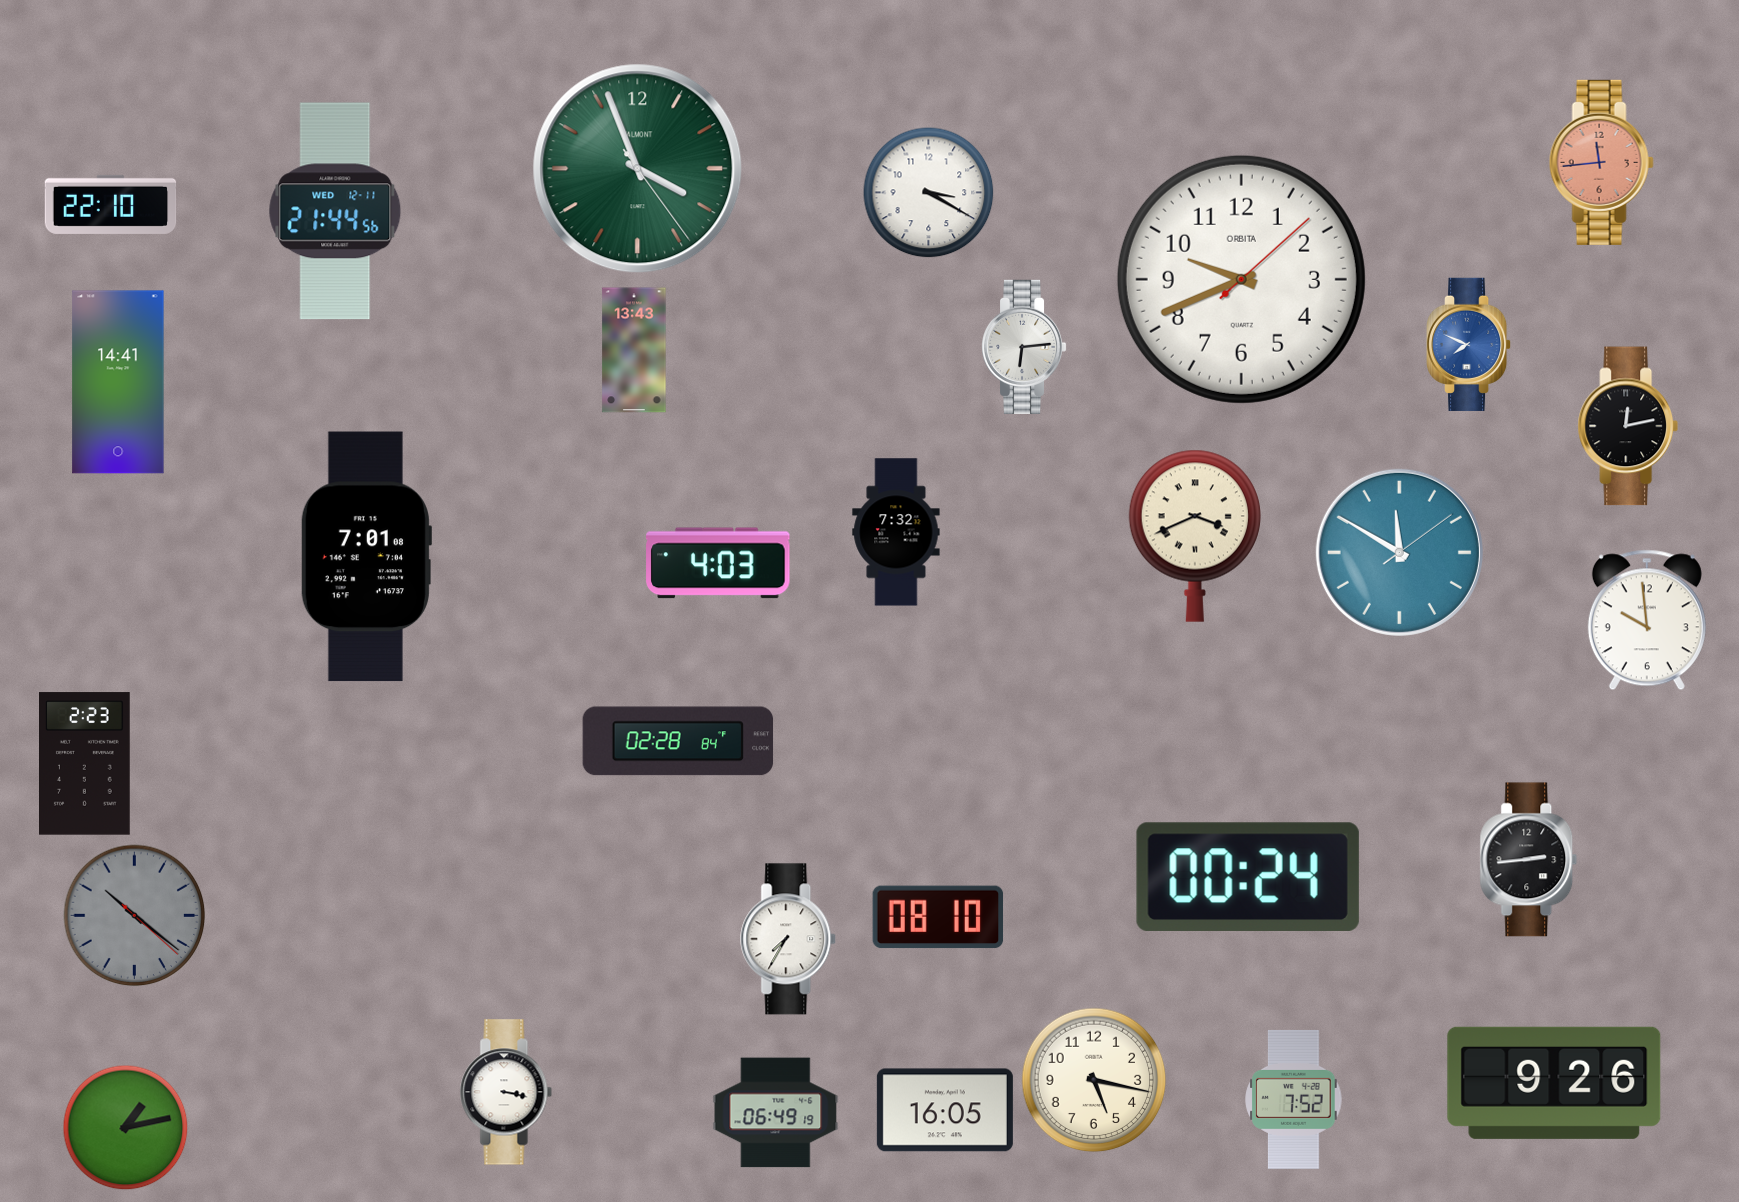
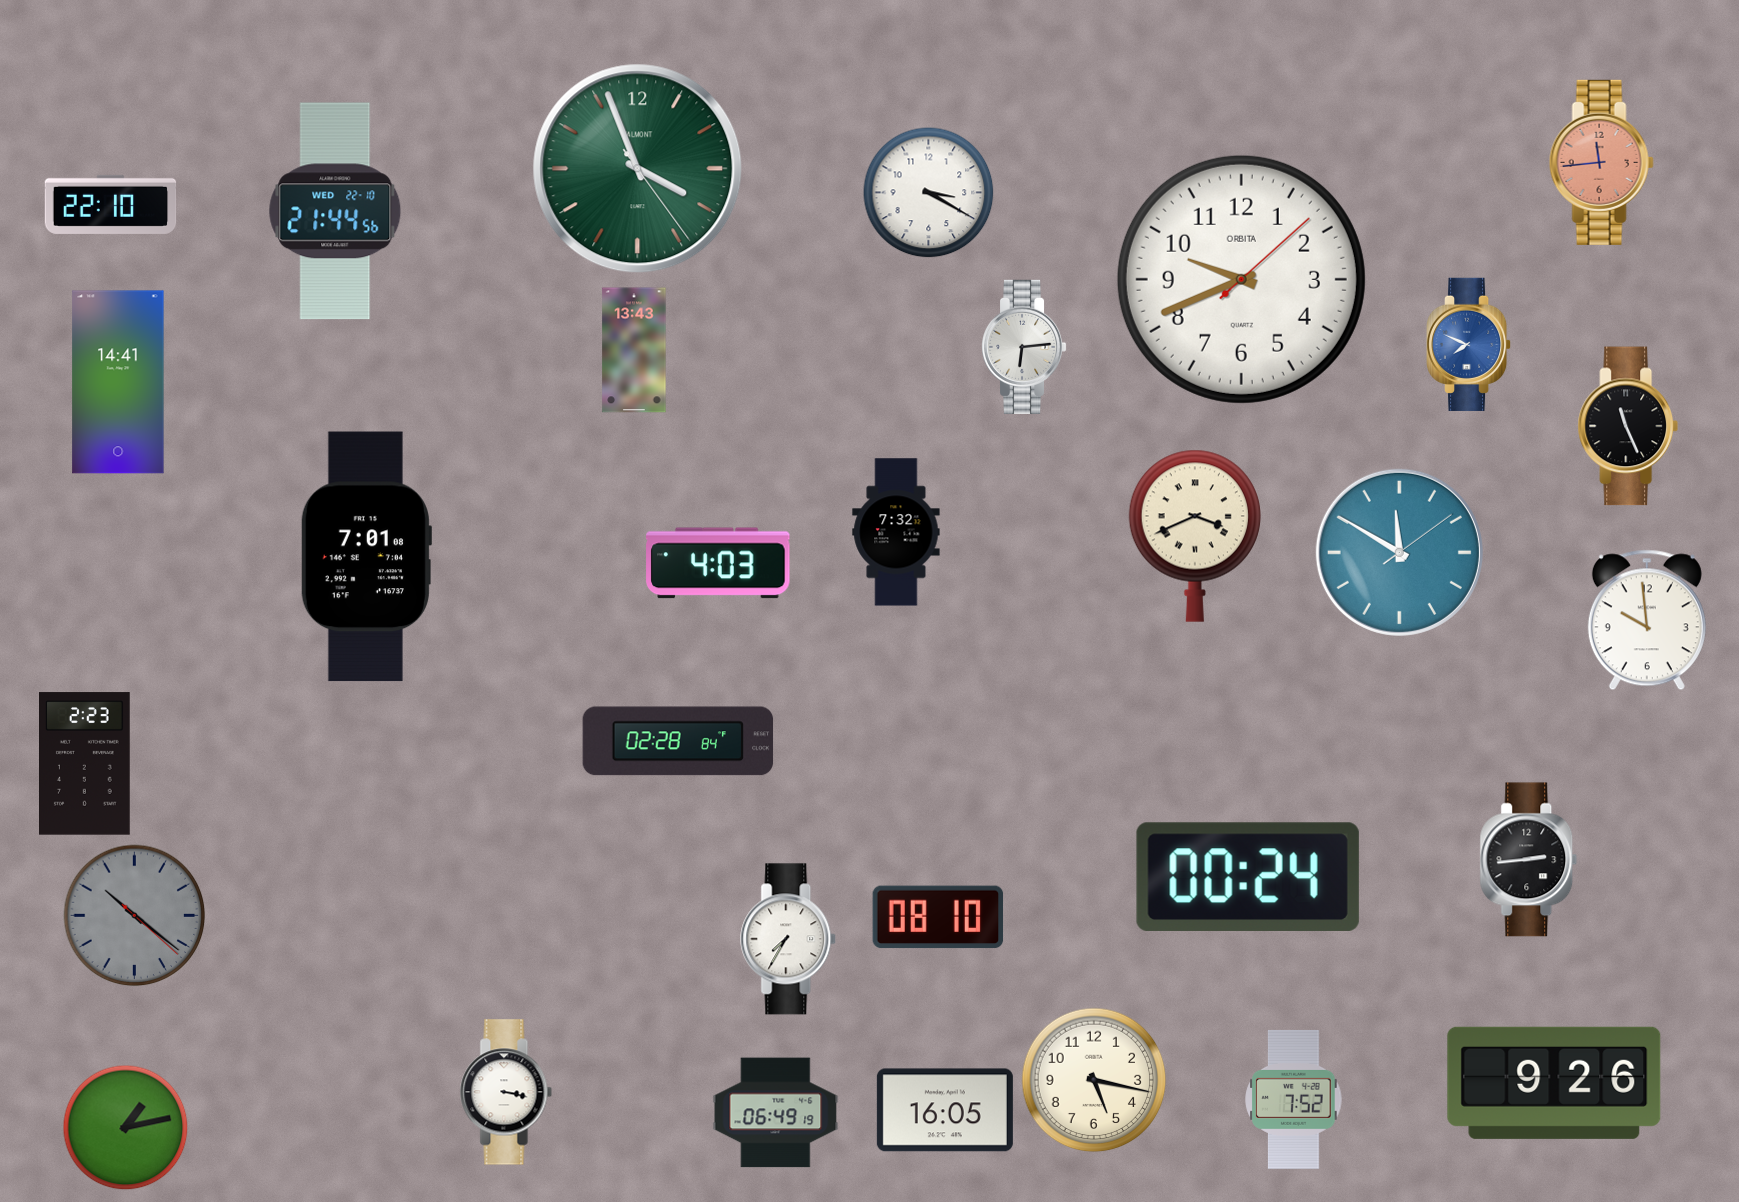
clock at (335, 211) date: WED 12-11 -> WED 22-10
clock at (1628, 426): 12:13 -> 11:26
